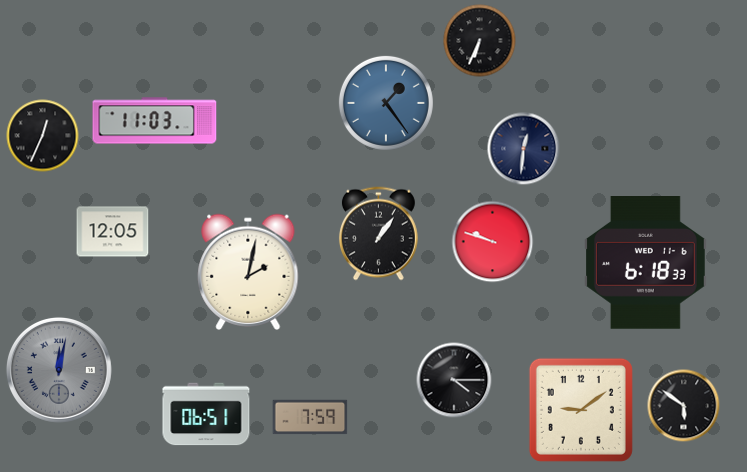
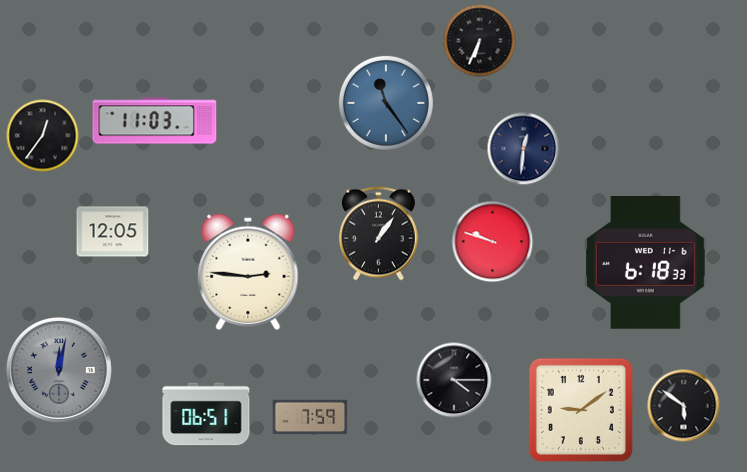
clock at (386, 103): 1:24 -> 11:24
clock at (43, 136): 12:34 -> 12:36
clock at (248, 272): 2:02 -> 2:46
